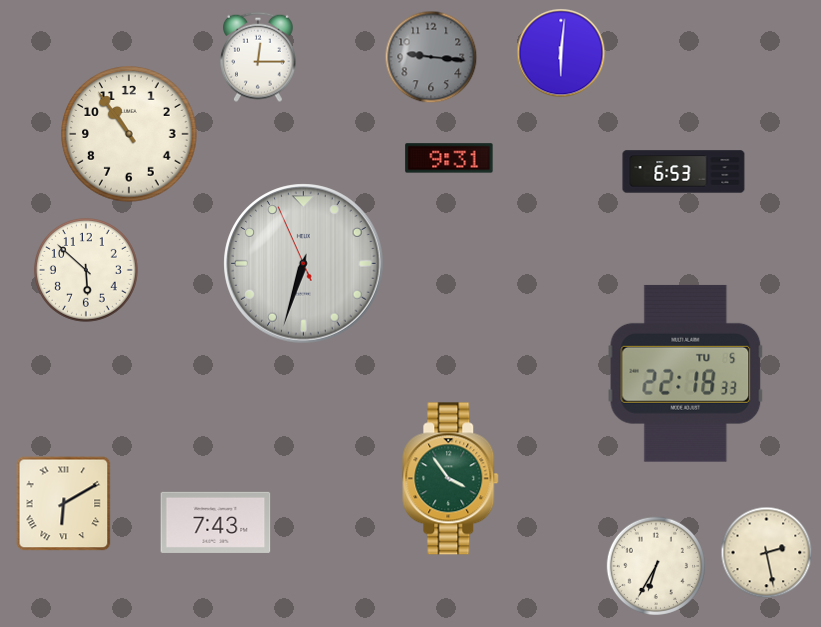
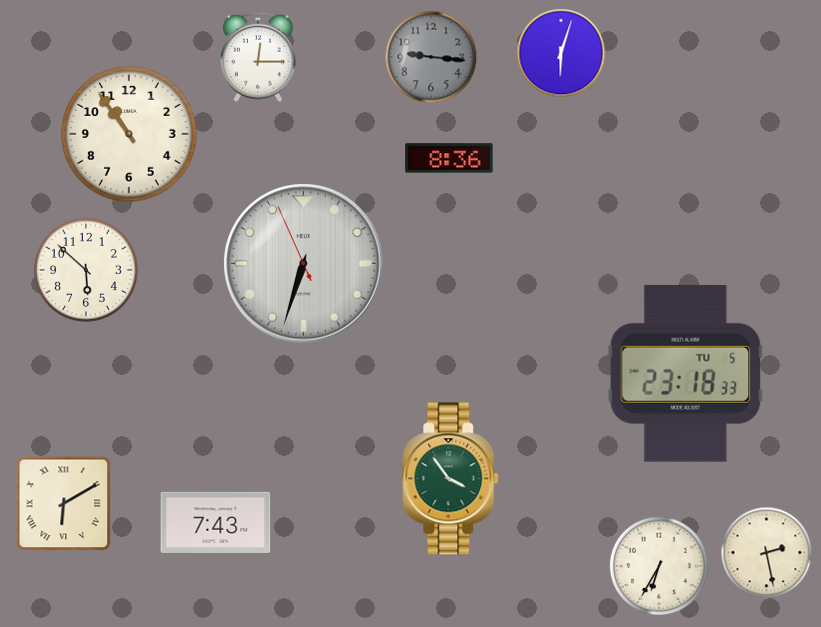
clock at (561, 53): 6:01 -> 6:03
clock at (449, 158): 9:31 -> 8:36
clock at (684, 172): 6:53 -> none
clock at (686, 373): 22:18 -> 23:18
clock at (655, 565) position: (655, 565) -> (658, 565)
